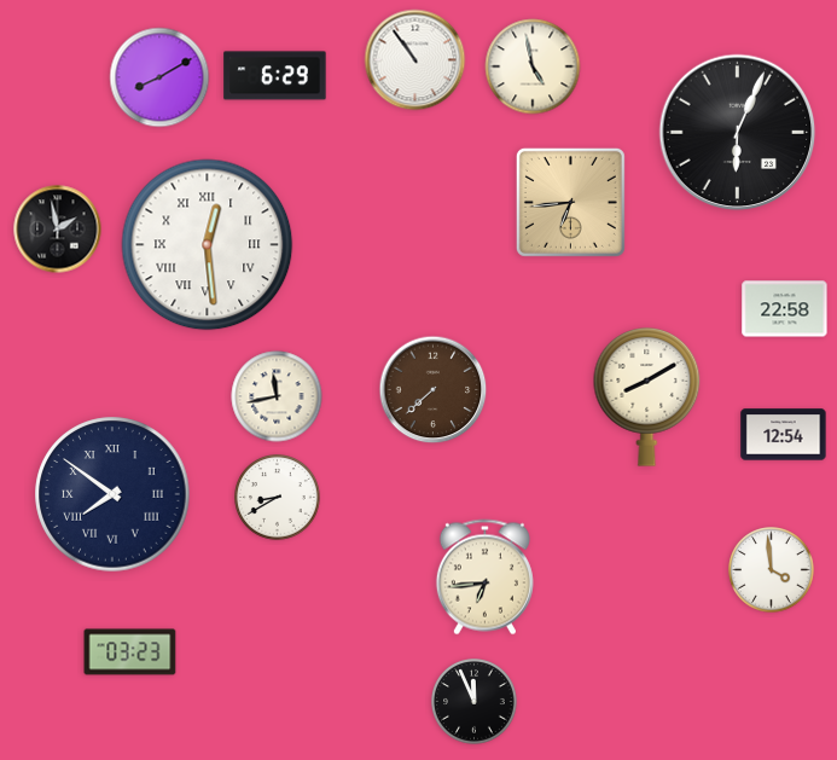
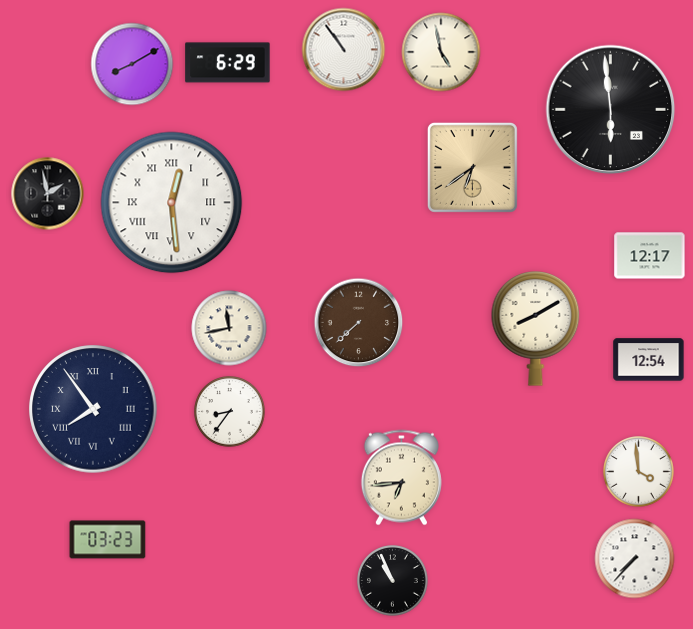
clock at (533, 66) position: (533, 66) -> (441, 52)
clock at (738, 133): 6:04 -> 5:59
clock at (570, 202): 6:44 -> 6:39
clock at (58, 230) position: (58, 230) -> (48, 194)
clock at (785, 309): 22:58 -> 12:17
clock at (112, 494): 7:51 -> 7:54
clock at (278, 498): 8:40 -> 8:36
clock at (635, 559): none -> 7:37
clock at (475, 702): 11:56 -> 10:56
